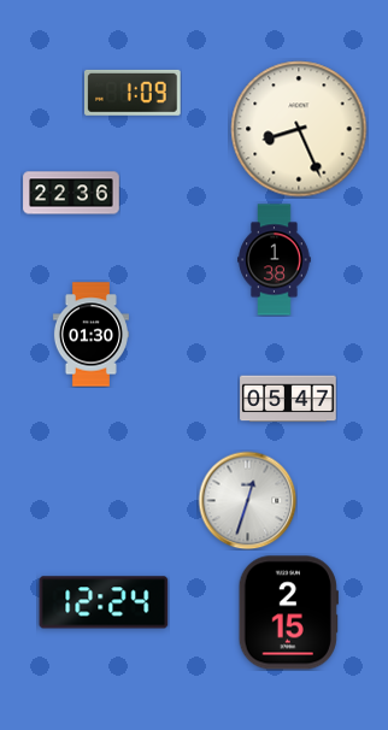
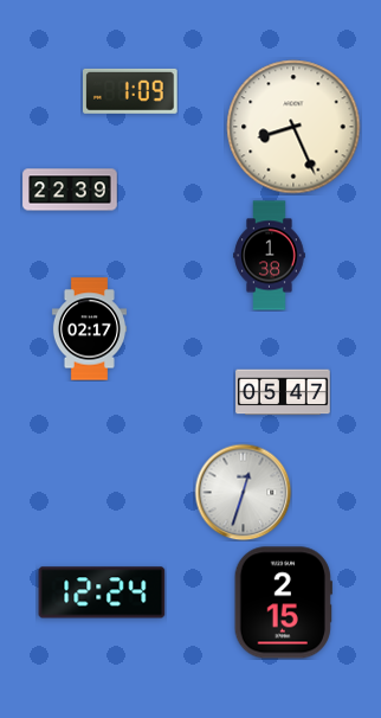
clock at (71, 193): 22:36 -> 22:39
clock at (90, 335): 01:30 -> 02:17
